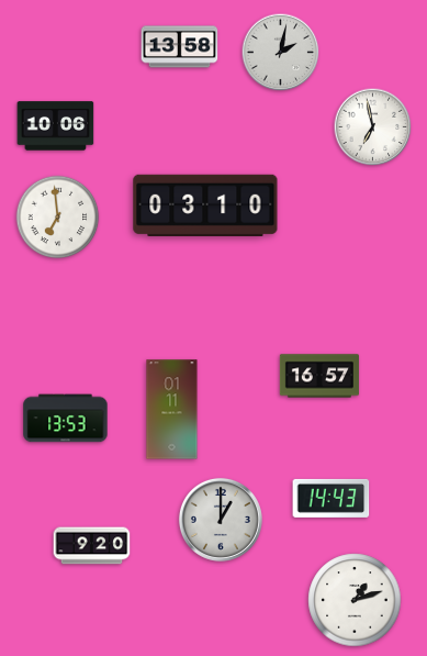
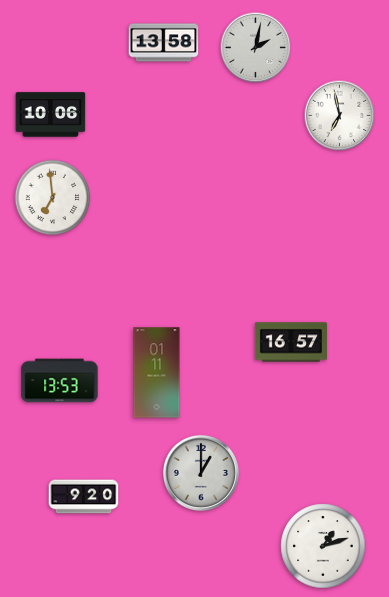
clock at (205, 205): 03:10 -> none
clock at (332, 498): 14:43 -> none
